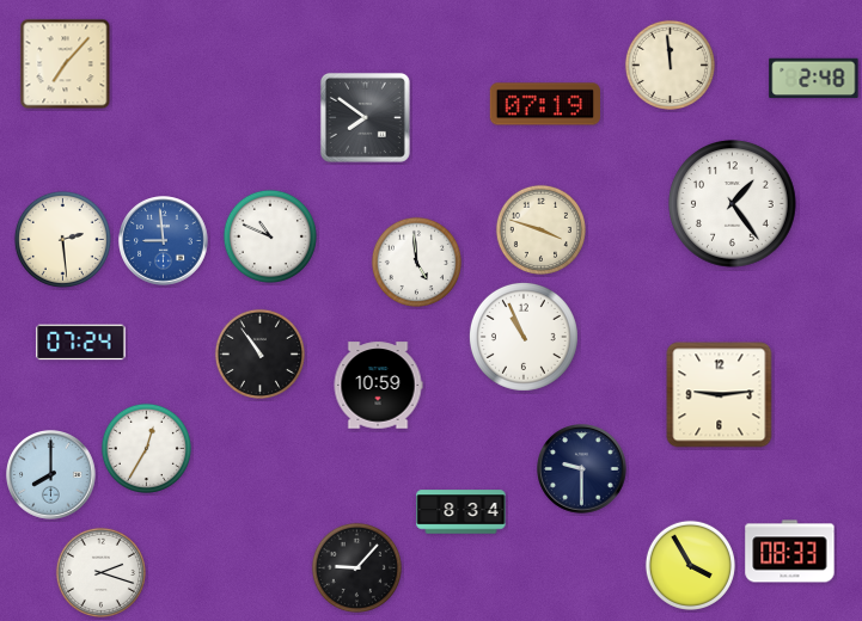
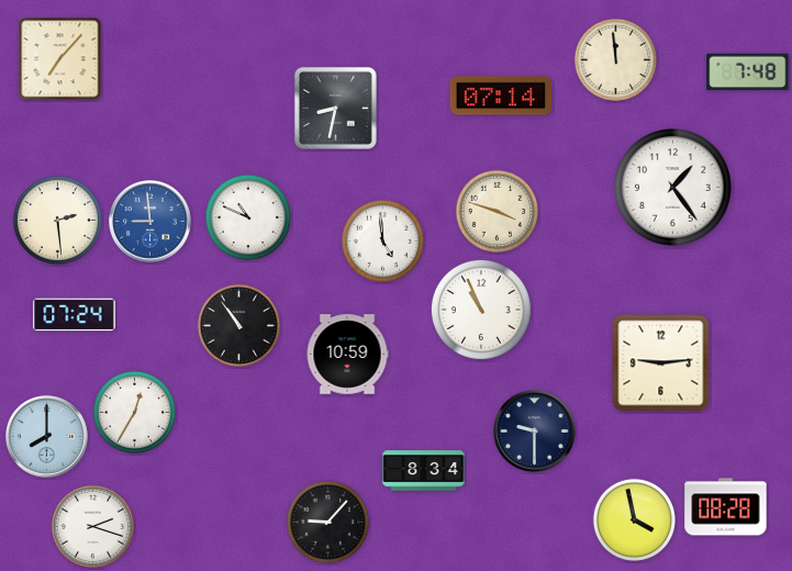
clock at (814, 79): 2:48 -> 7:48
clock at (545, 104): 07:19 -> 07:14
clock at (365, 117): 7:51 -> 8:32
clock at (790, 552): 08:33 -> 08:28
clock at (690, 565): 3:55 -> 3:58
